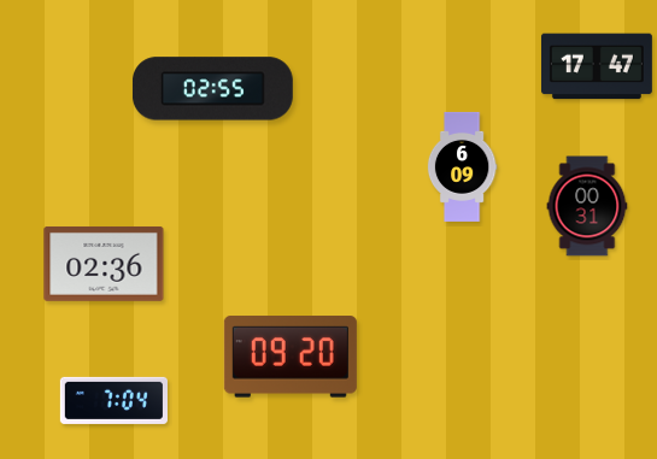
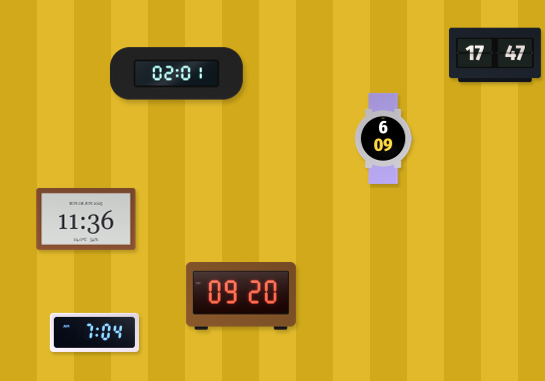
clock at (212, 89): 02:55 -> 02:01
clock at (587, 206): 00:31 -> none
clock at (104, 264): 02:36 -> 11:36
